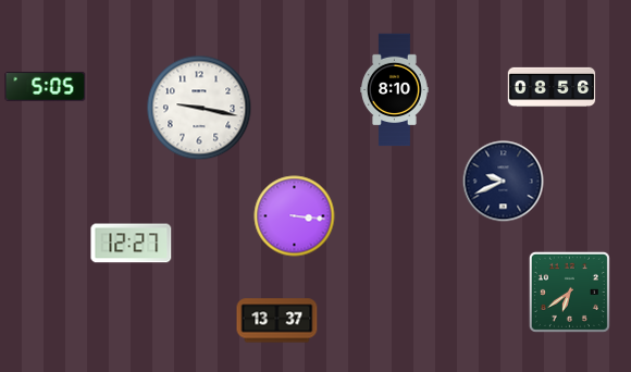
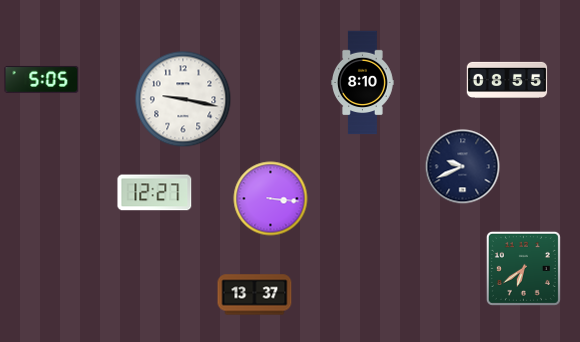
clock at (552, 86): 08:56 -> 08:55
clock at (132, 244) position: (132, 244) -> (155, 193)
